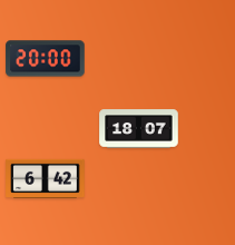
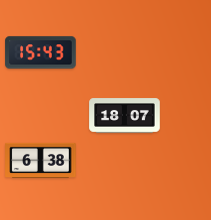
clock at (46, 59): 20:00 -> 15:43
clock at (46, 178): 6:42 -> 6:38
